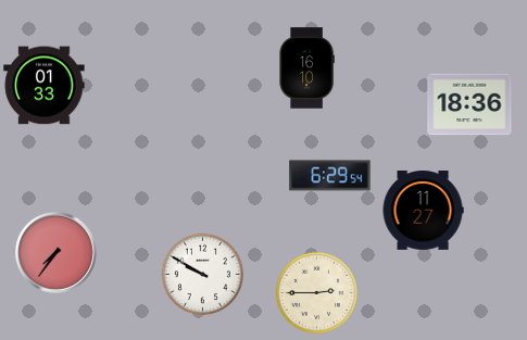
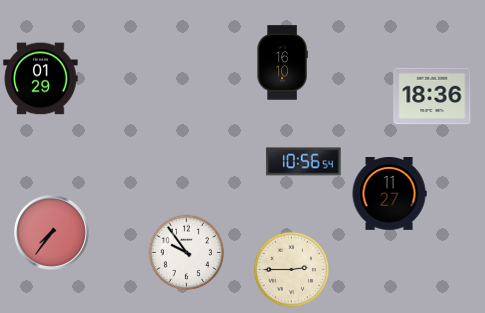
clock at (45, 86): 01:33 -> 01:29
clock at (330, 176): 6:29 -> 10:56
clock at (203, 275): 9:50 -> 9:54
